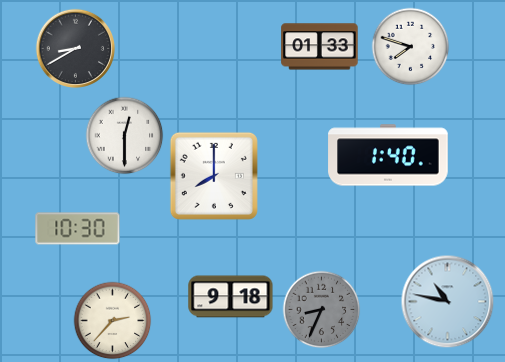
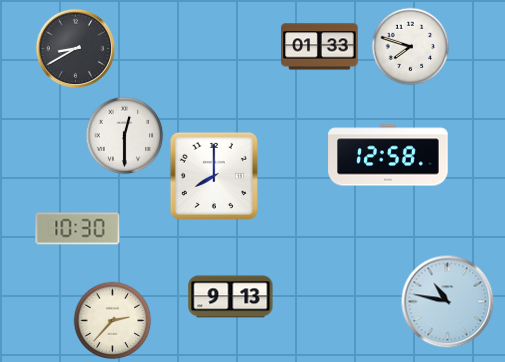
clock at (388, 155): 1:40 -> 12:58
clock at (231, 297): 9:18 -> 9:13
clock at (321, 309): 8:34 -> none
